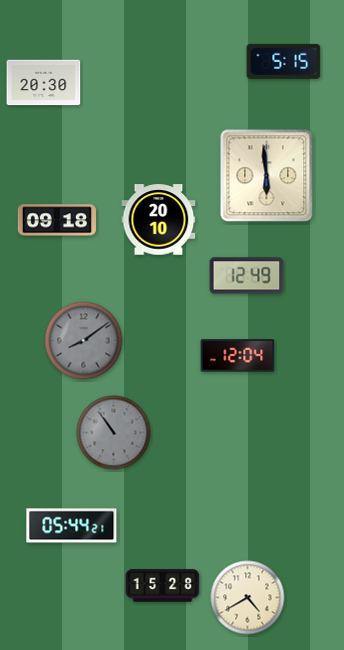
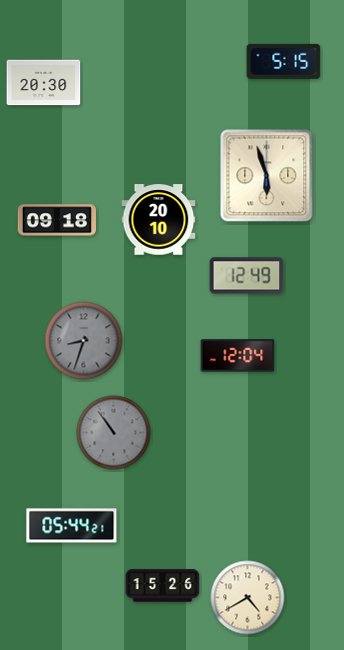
clock at (267, 176): 5:59 -> 5:57
clock at (84, 341): 8:09 -> 8:33
clock at (163, 586): 15:28 -> 15:26
